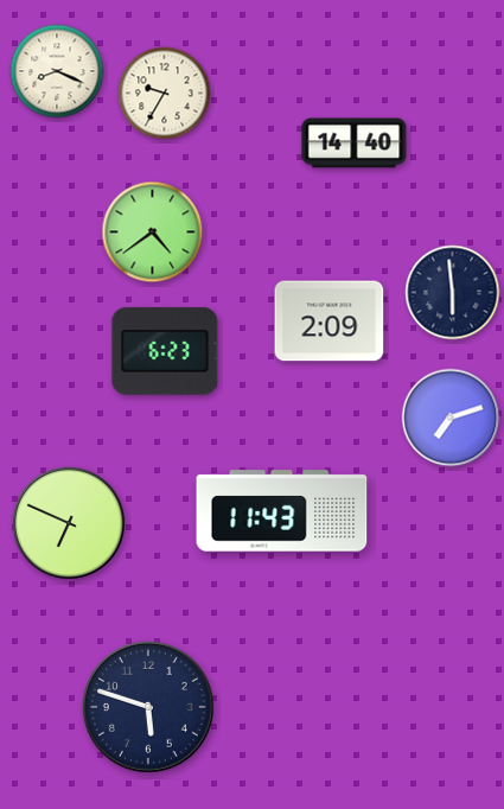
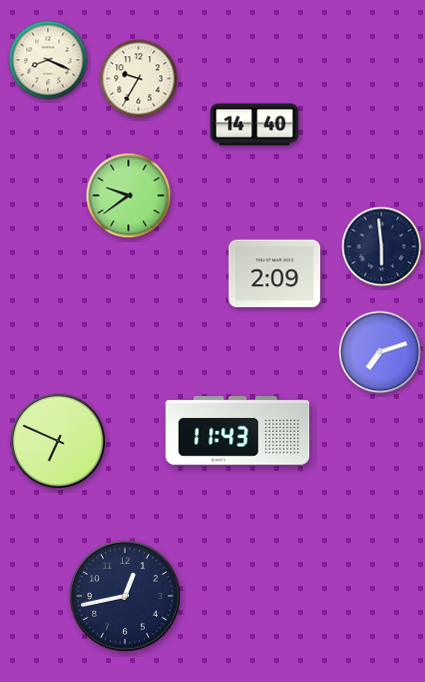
clock at (355, 144) position: (355, 144) -> (255, 125)
clock at (153, 232): 4:39 -> 9:39
clock at (330, 321) position: (330, 321) -> (275, 274)
clock at (165, 351): 6:23 -> none
clock at (148, 707): 5:48 -> 12:43
